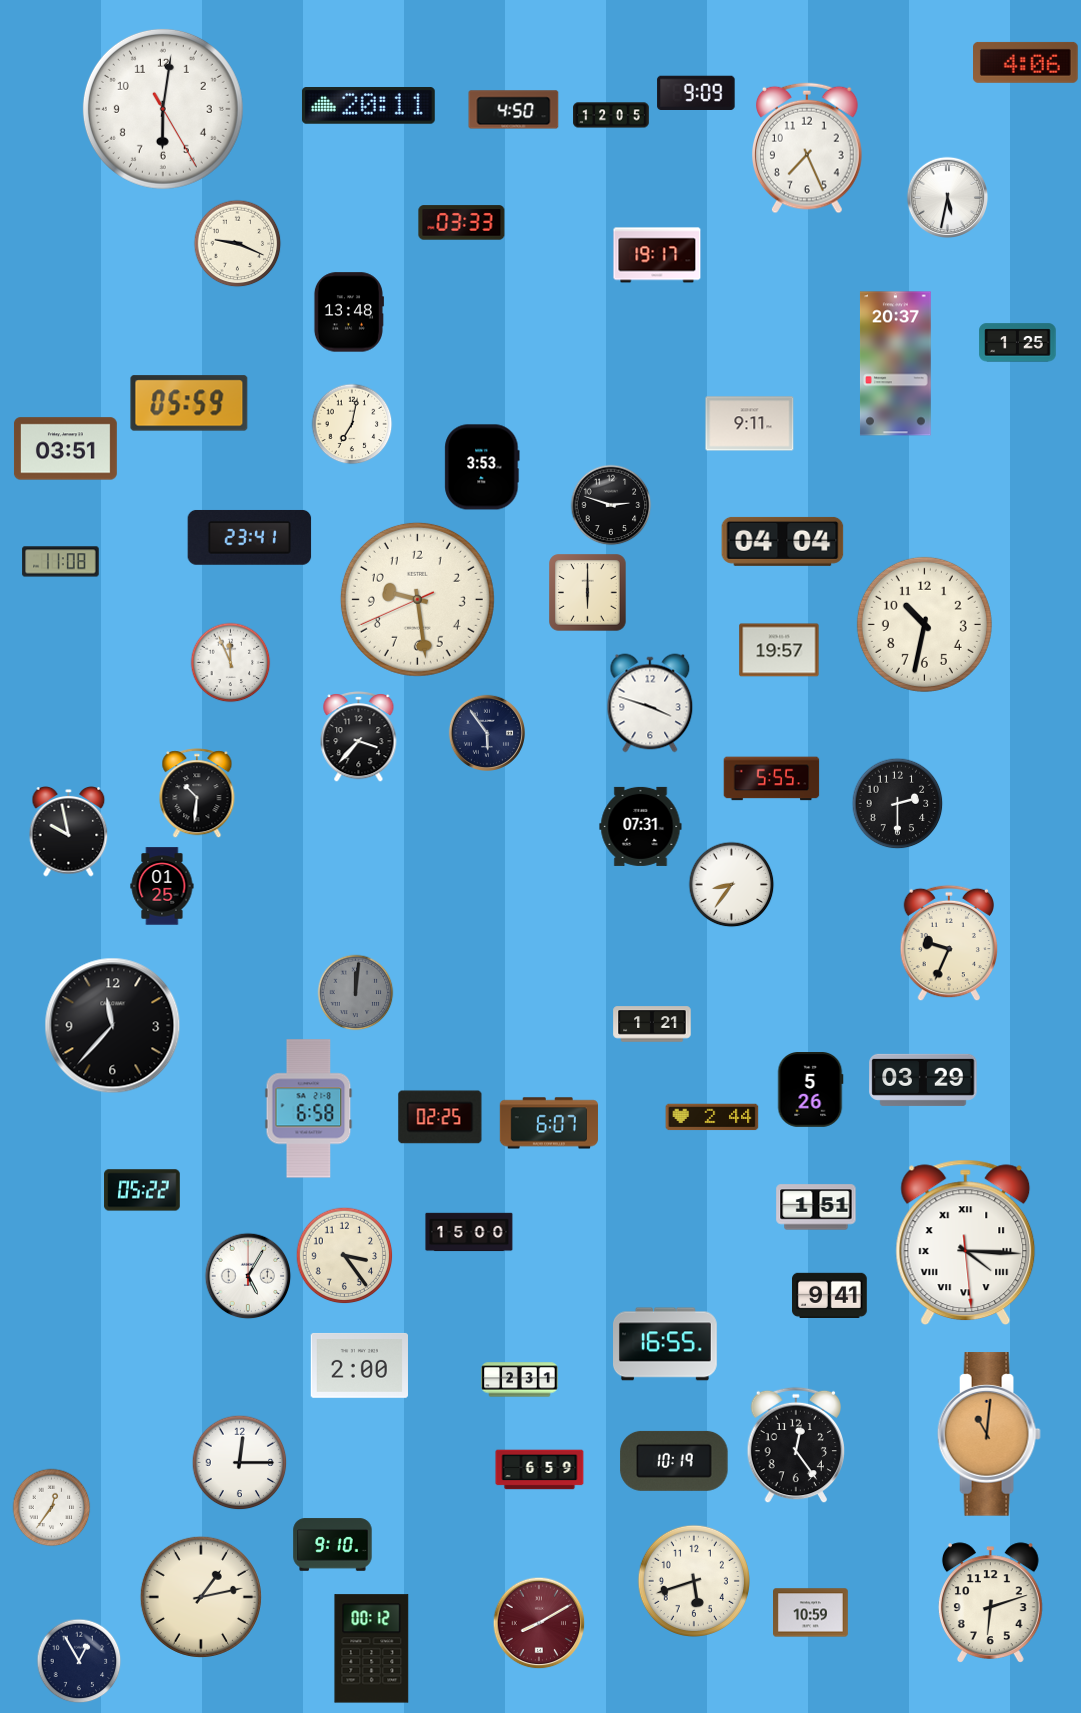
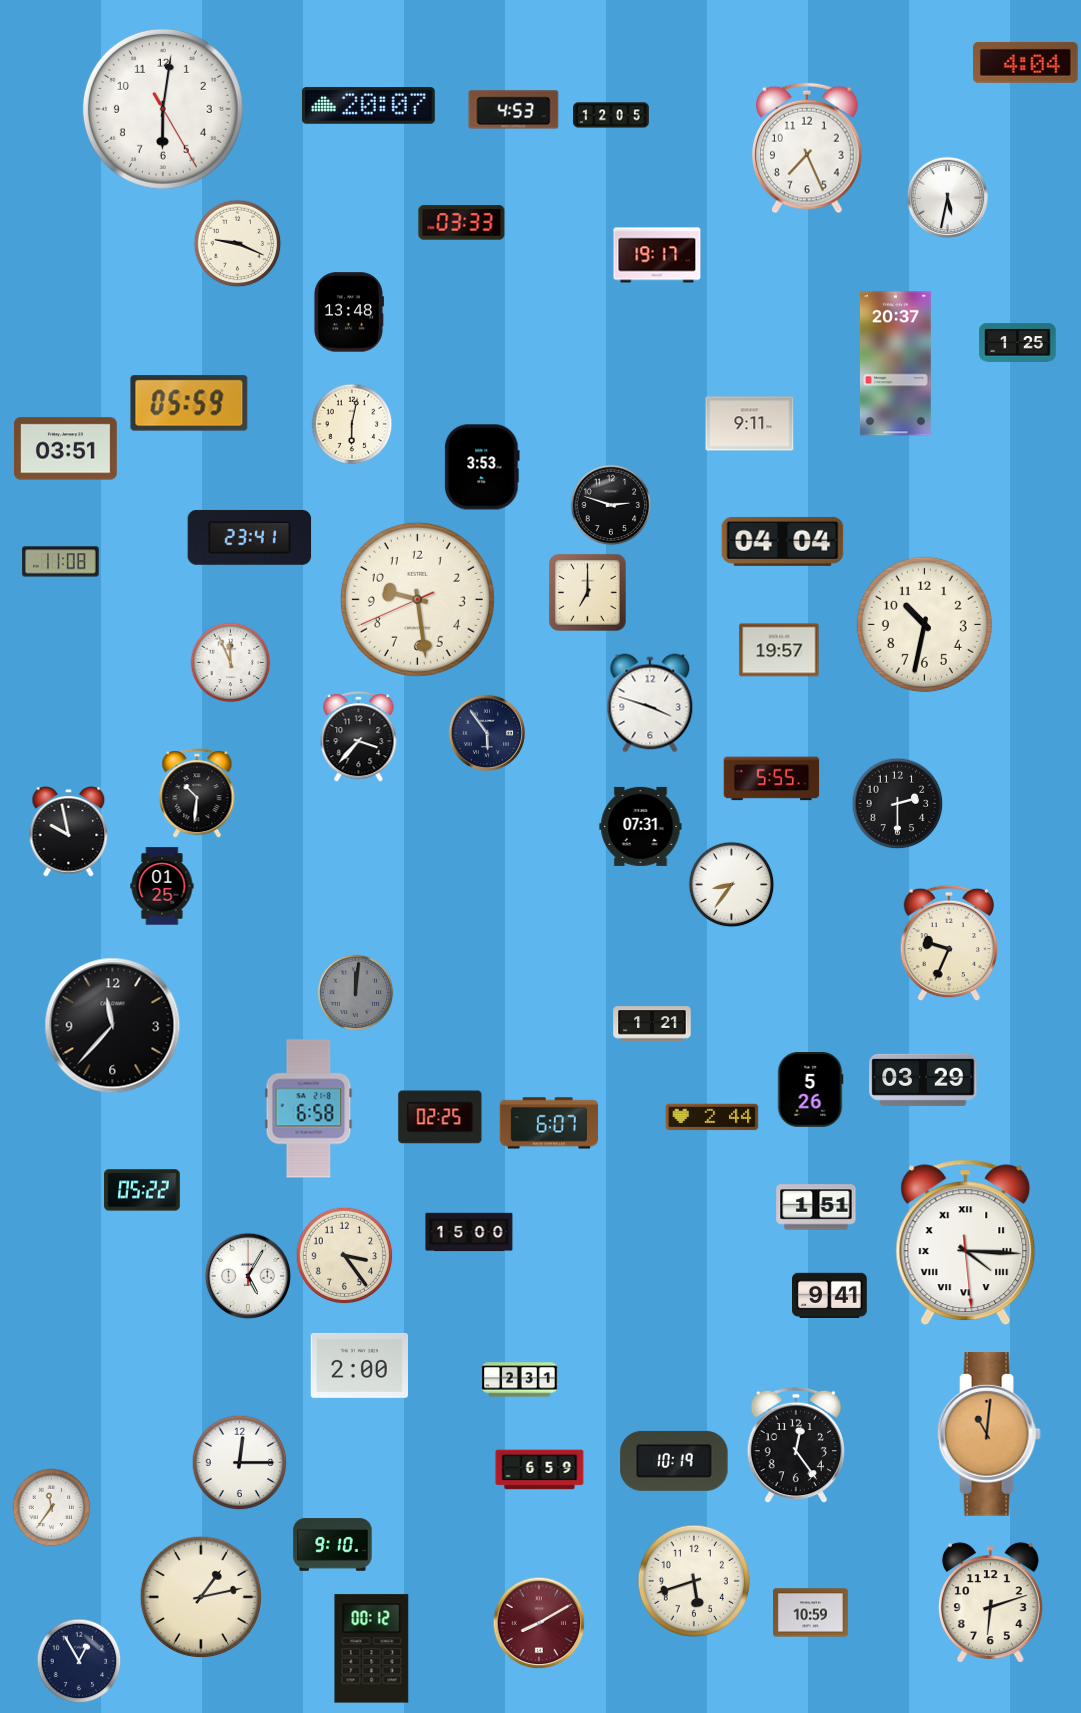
clock at (1026, 62): 4:06 -> 4:04
clock at (696, 92): 9:09 -> none
clock at (368, 106): 20:11 -> 20:07
clock at (514, 110): 4:50 -> 4:53
clock at (352, 424): 7:02 -> 6:02
clock at (588, 593): 6:00 -> 7:00
clock at (666, 1344): 16:55 -> none
clock at (52, 1508): 12:36 -> 11:36
